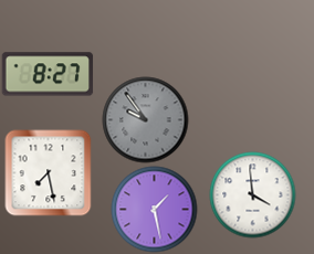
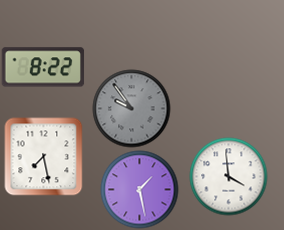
clock at (48, 74): 8:27 -> 8:22
